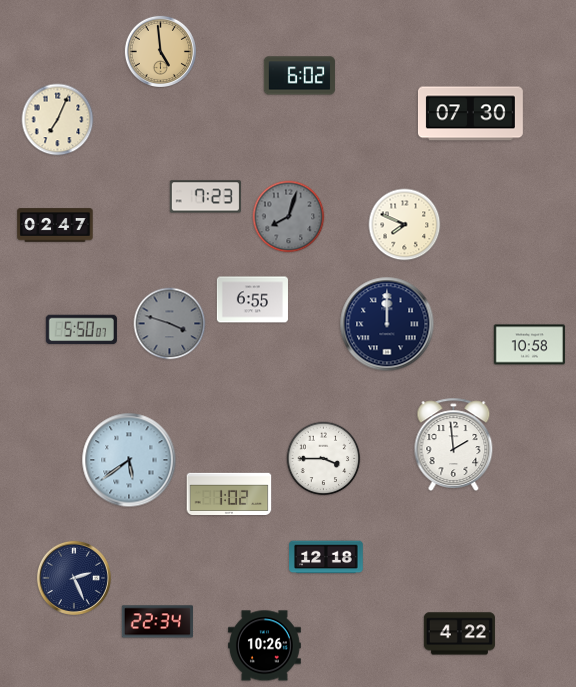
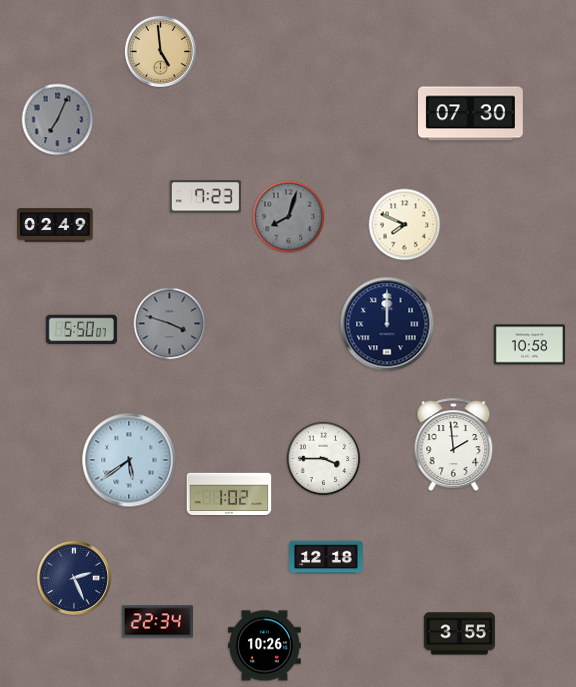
clock at (299, 76): 6:02 -> none
clock at (58, 120) dial: cream -> grey
clock at (55, 225): 02:47 -> 02:49
clock at (252, 300): 6:55 -> none
clock at (459, 634): 4:22 -> 3:55
